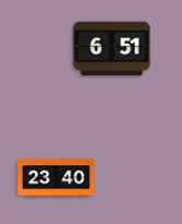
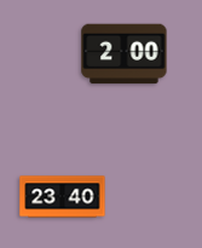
clock at (112, 49): 6:51 -> 2:00
